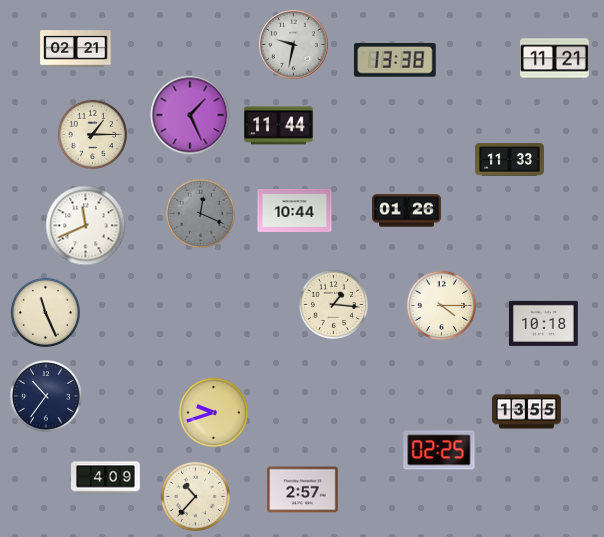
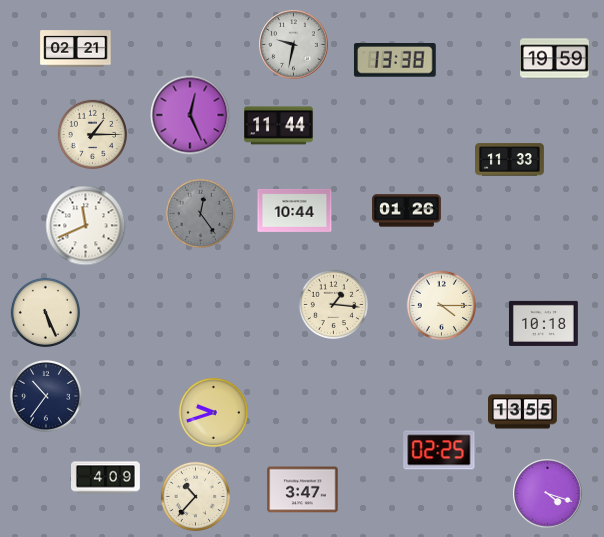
clock at (555, 59): 11:21 -> 19:59
clock at (190, 115): 1:26 -> 12:26
clock at (200, 213): 12:19 -> 12:24
clock at (45, 312): 11:26 -> 5:26
clock at (527, 412) position: (527, 412) -> (523, 412)
clock at (303, 490): 2:57 -> 3:47
clock at (548, 494): none -> 4:18
